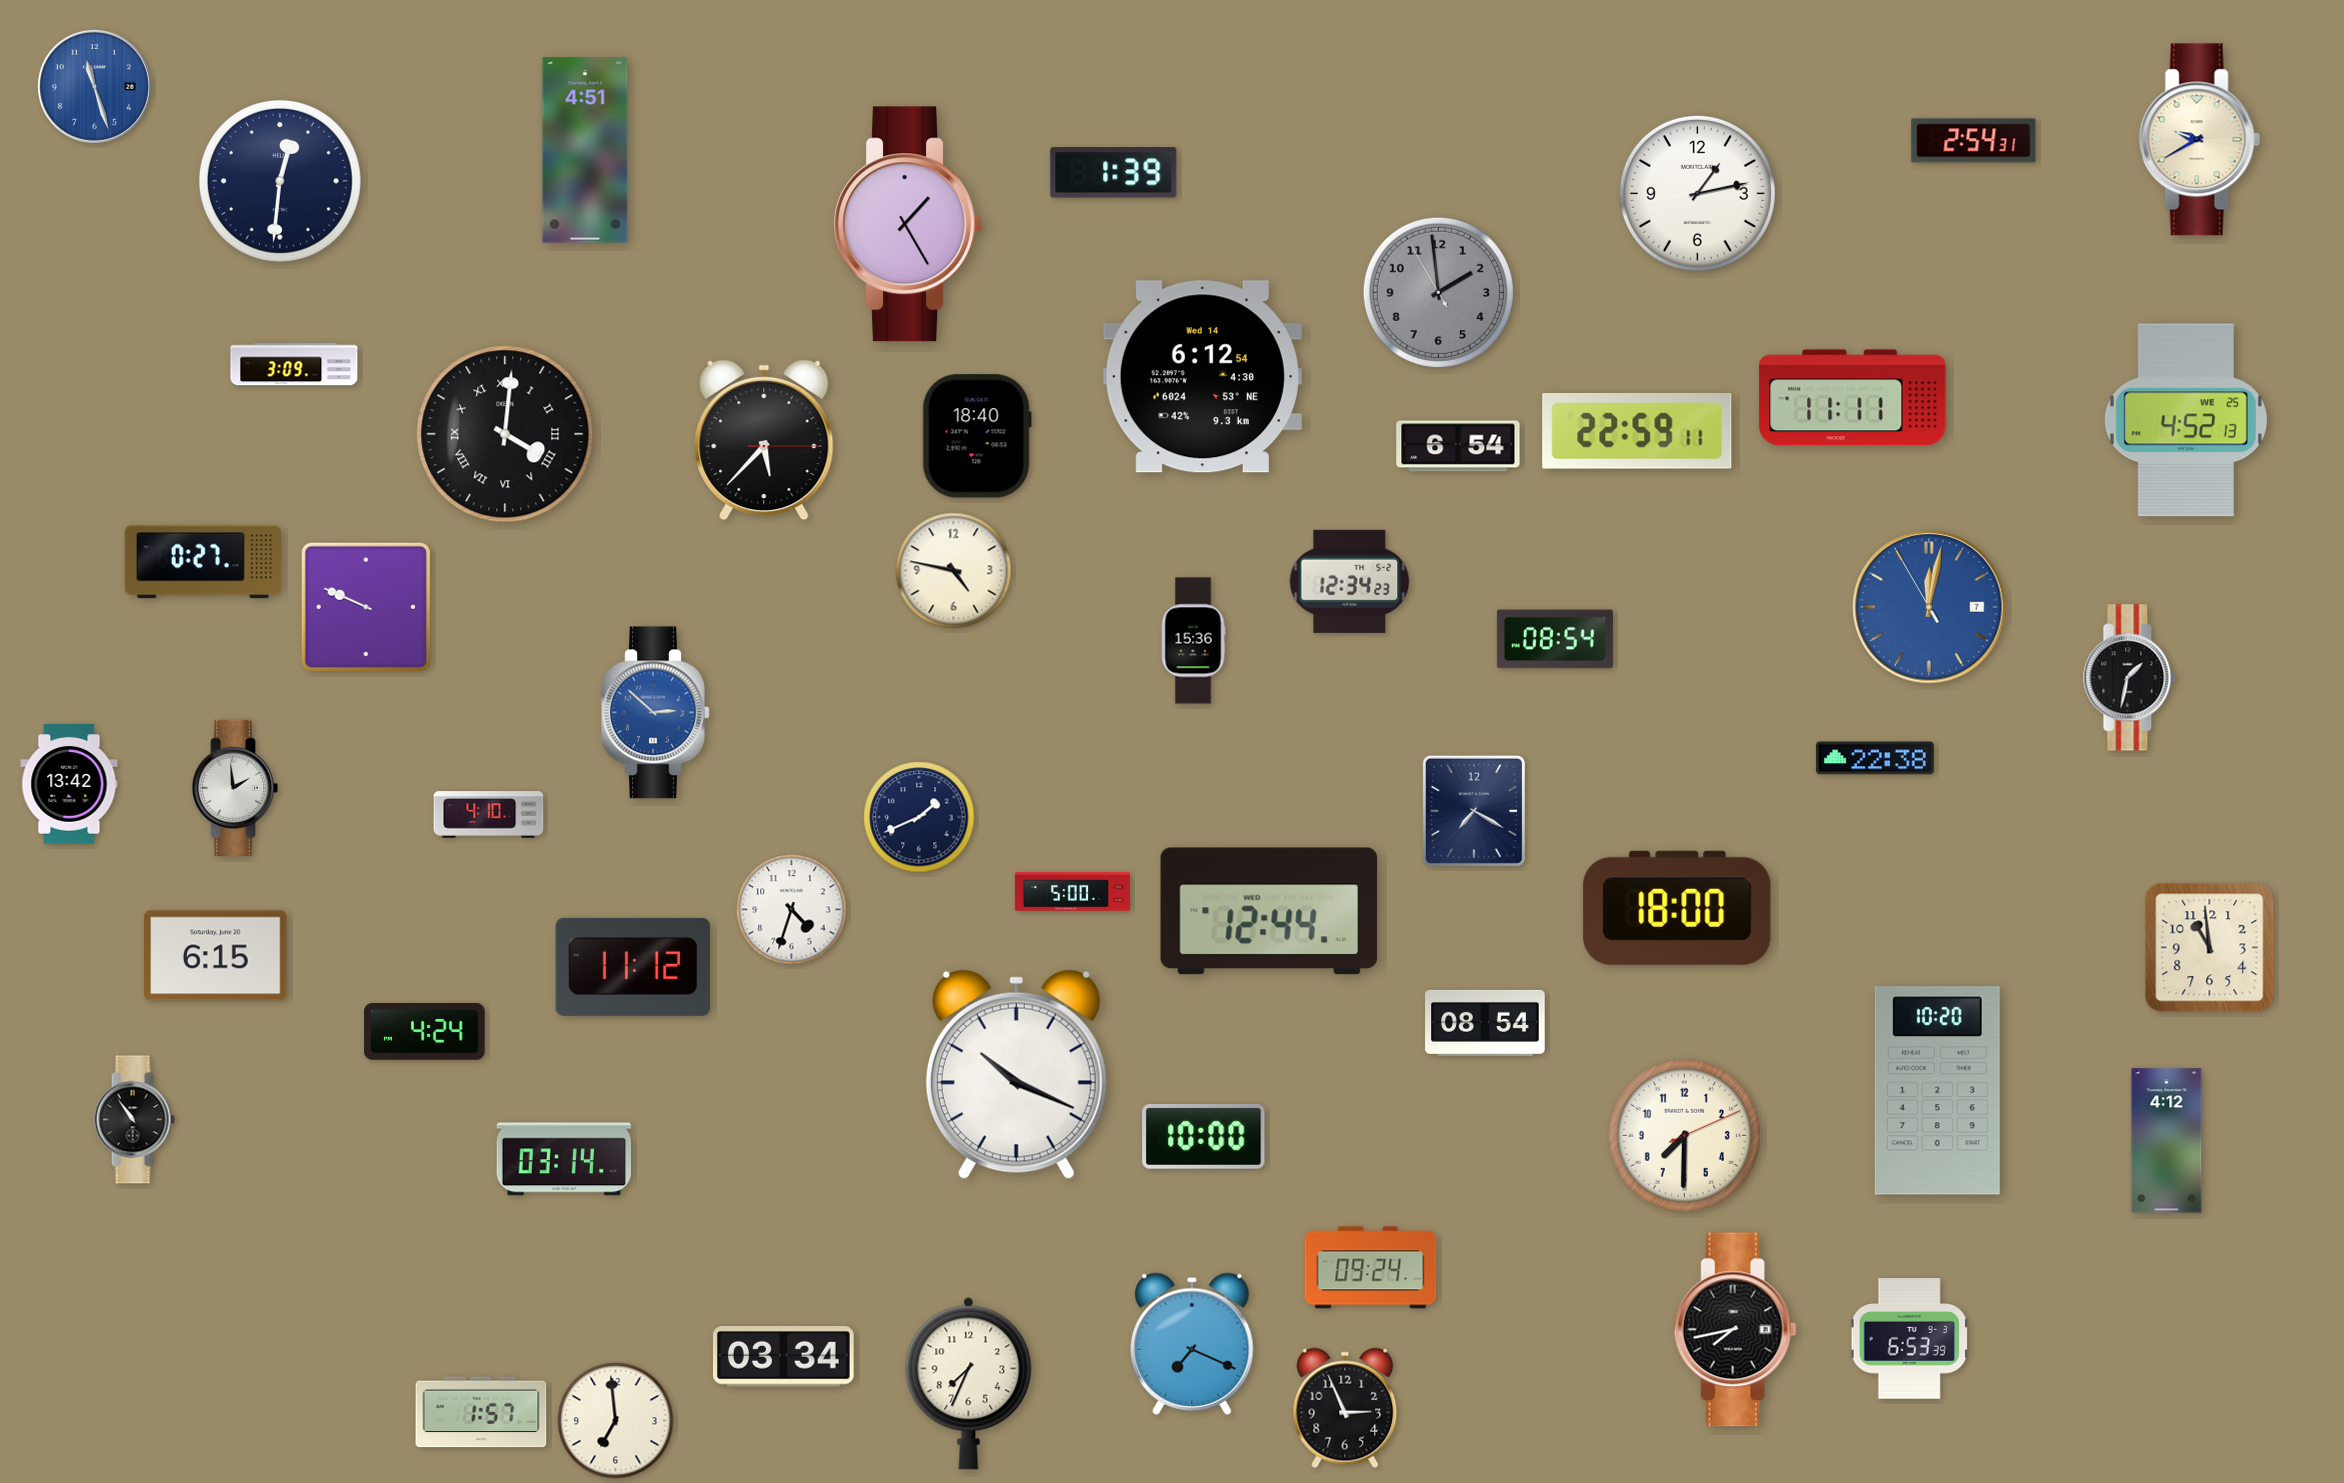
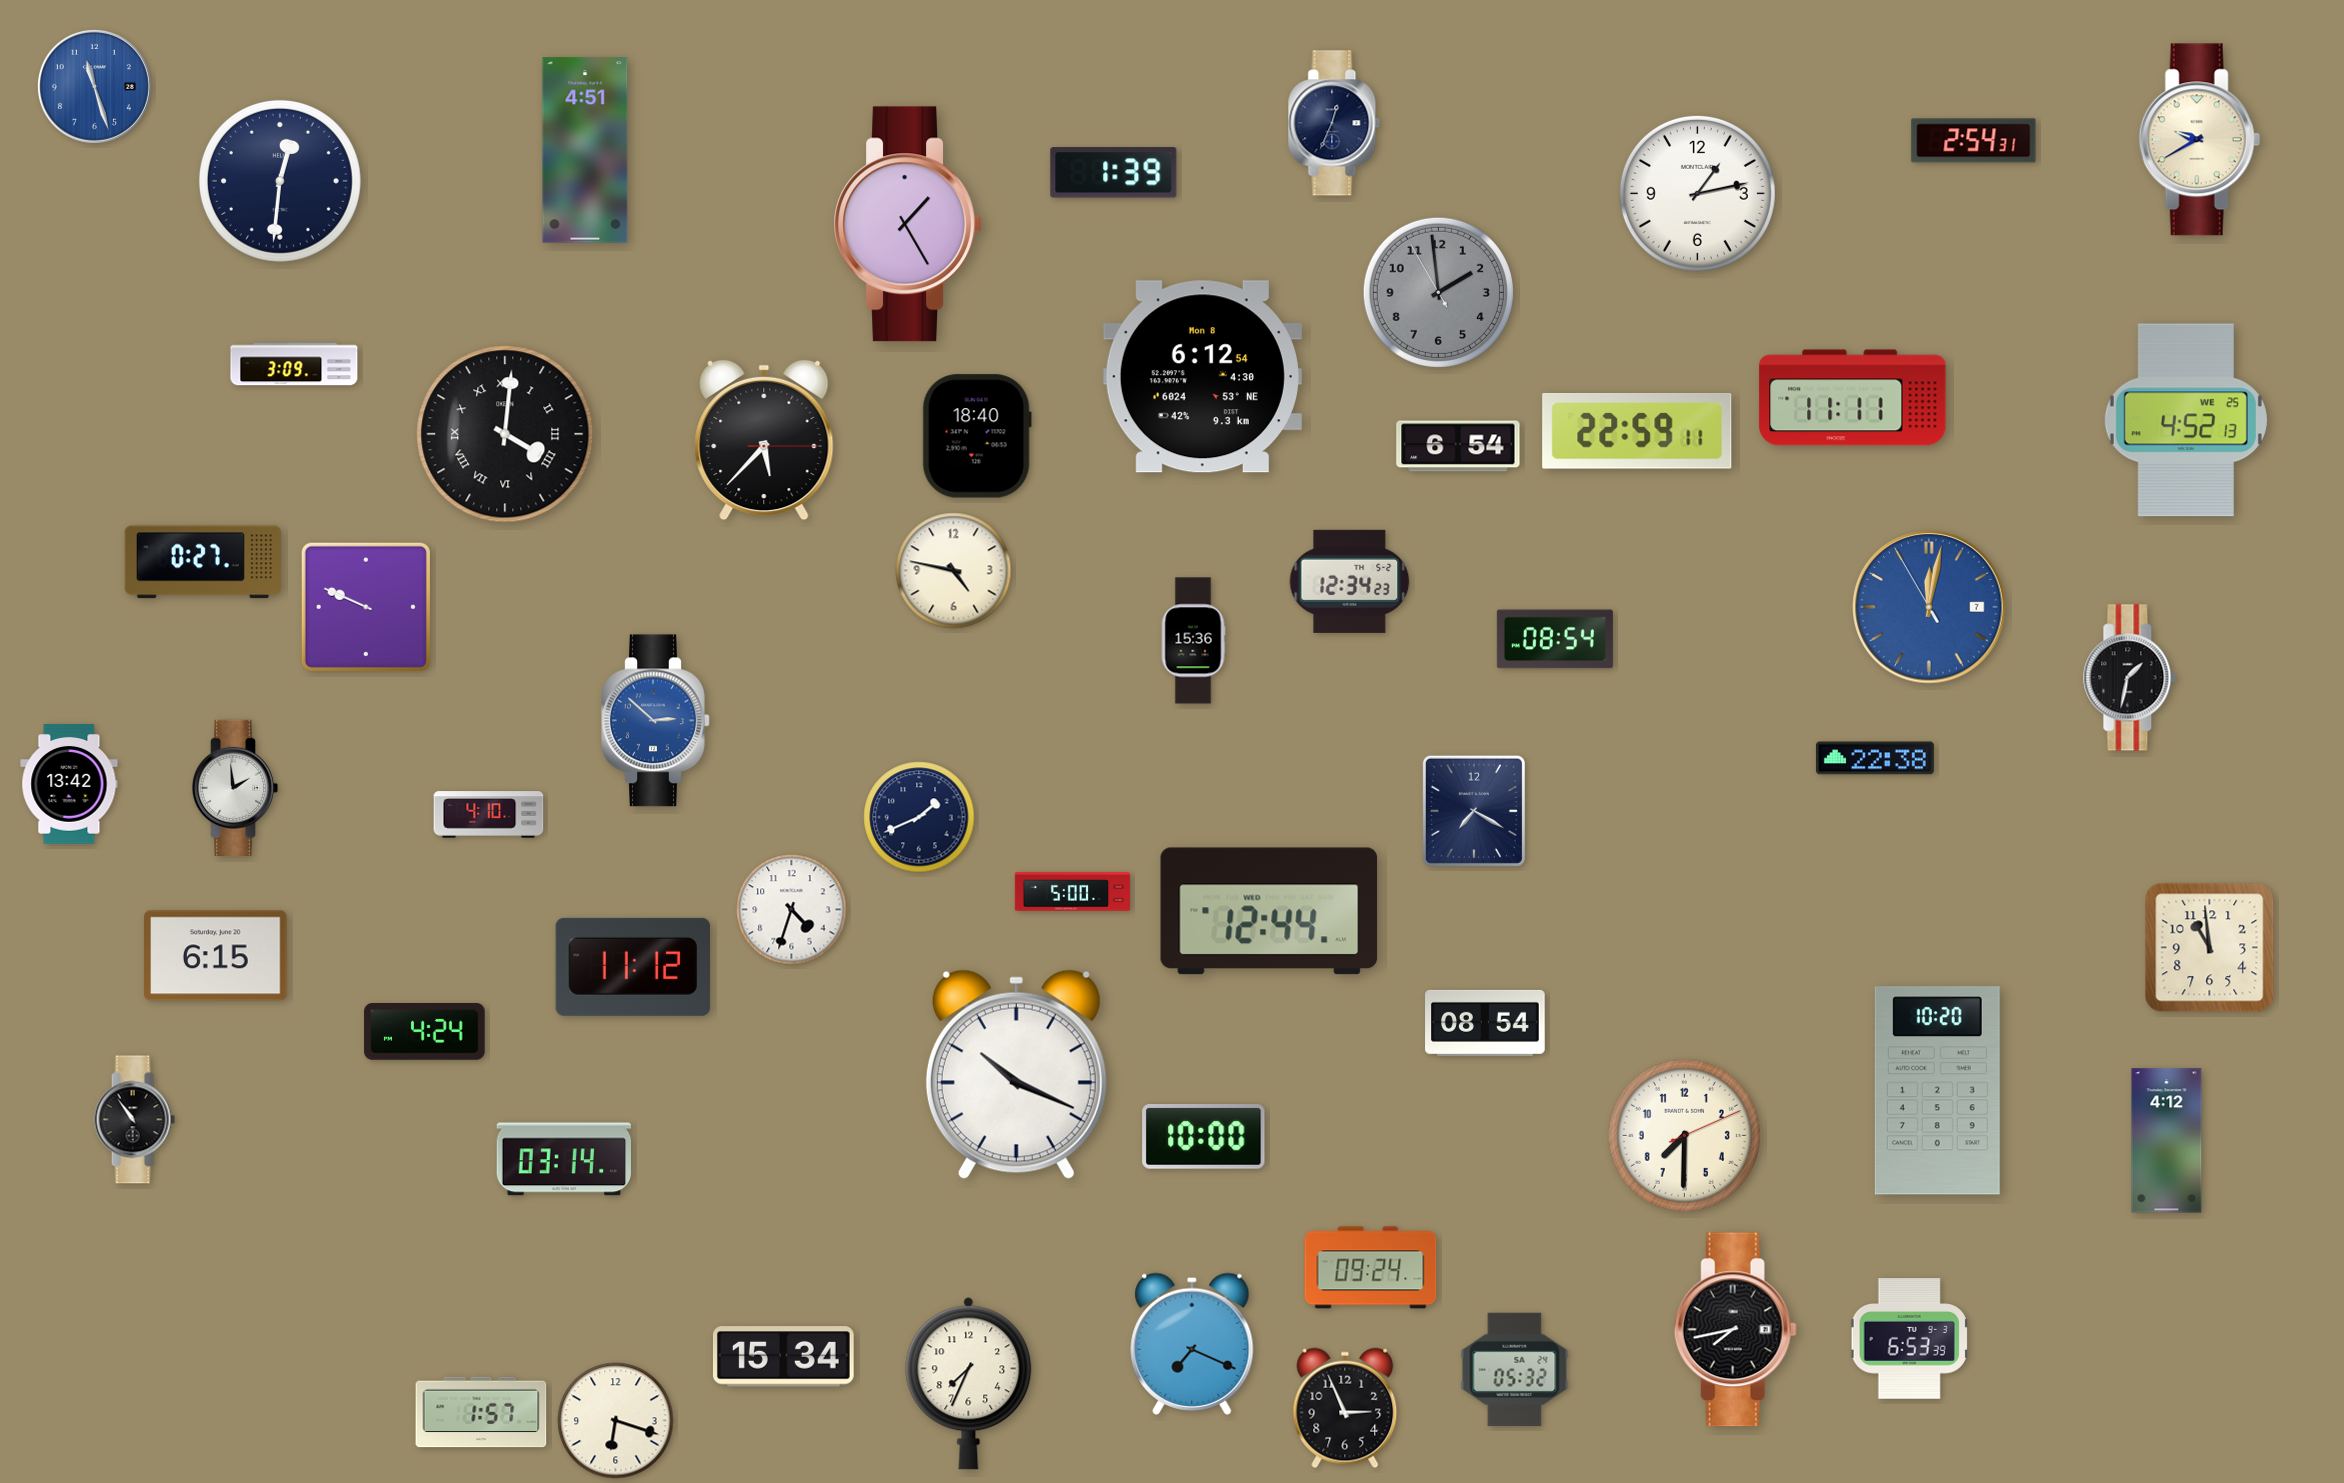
clock at (1334, 123): none -> 12:34
clock at (1202, 377) date: Wed 14 -> Mon 8
clock at (656, 713) position: (656, 713) -> (656, 721)
clock at (1677, 908): 18:00 -> none
clock at (783, 1357): 03:34 -> 15:34
clock at (1515, 1370): none -> 05:32
clock at (616, 1421): 6:59 -> 6:18
